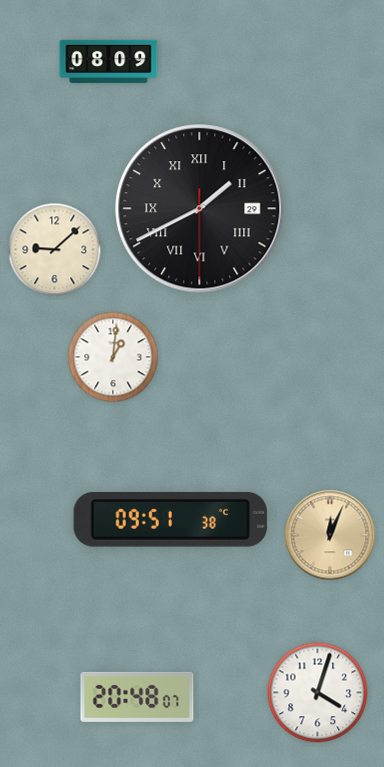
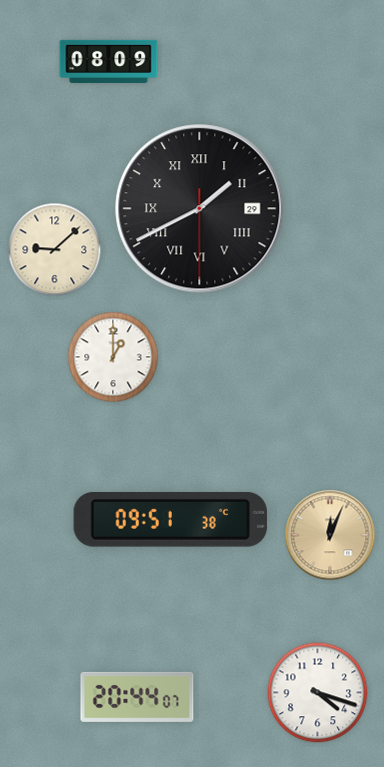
clock at (113, 357): 1:01 -> 1:00
clock at (318, 693): 4:03 -> 4:18
clock at (137, 697): 20:48 -> 20:44
